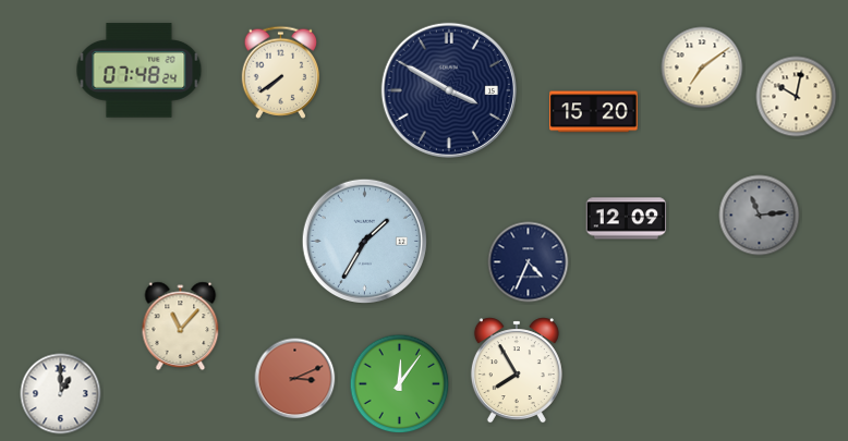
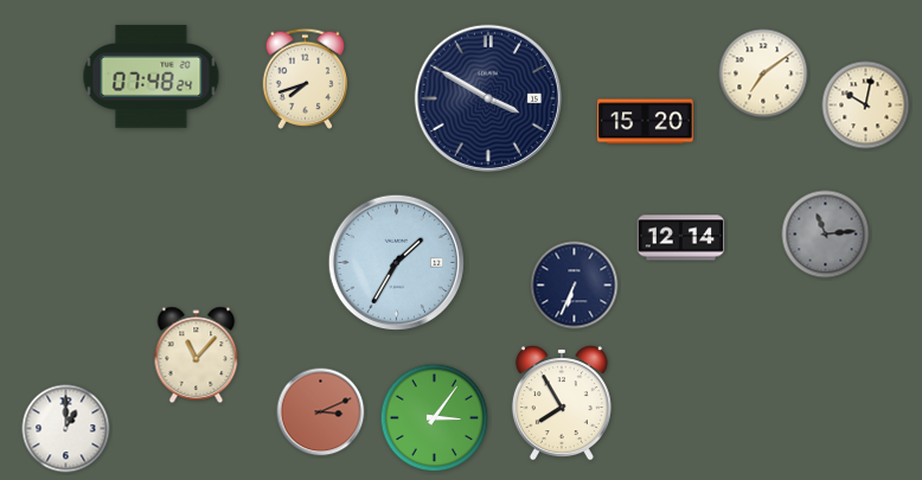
clock at (281, 72): 7:39 -> 7:42
clock at (627, 219): 12:09 -> 12:14
clock at (529, 262): 4:34 -> 6:34
clock at (400, 384): 12:06 -> 3:06
